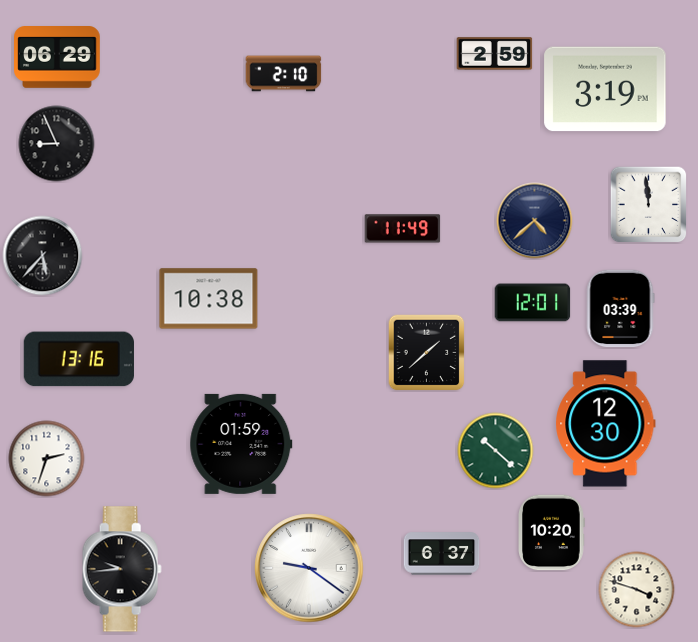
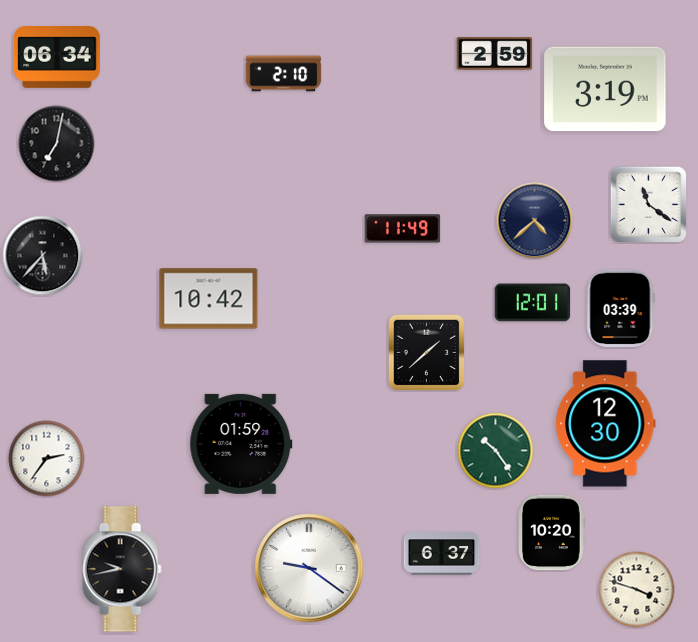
clock at (57, 58): 06:29 -> 06:34
clock at (57, 144): 8:56 -> 7:02
clock at (648, 204): 11:59 -> 11:21
clock at (209, 299): 10:38 -> 10:42
clock at (79, 359): 13:16 -> none
clock at (496, 451): 10:22 -> 10:24
clock at (47, 459): 2:33 -> 2:36
clock at (122, 569): 9:44 -> 9:43
